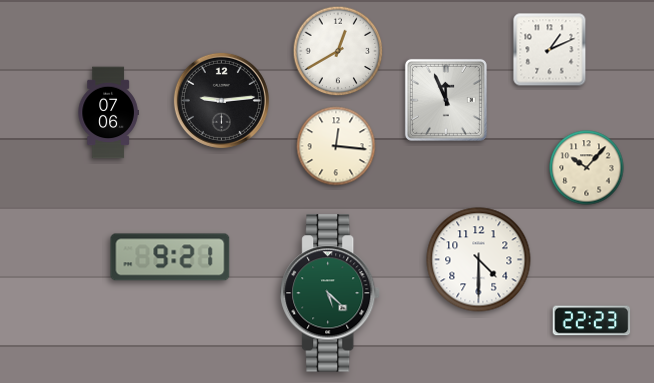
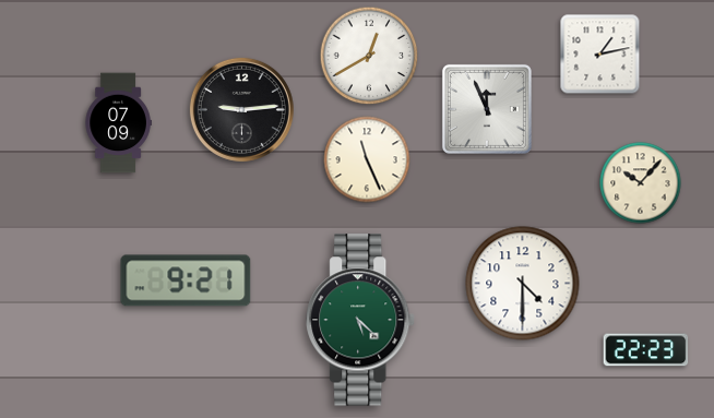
clock at (550, 50): 1:11 -> 1:13
clock at (108, 113): 07:06 -> 07:09
clock at (336, 146): 12:16 -> 11:26
